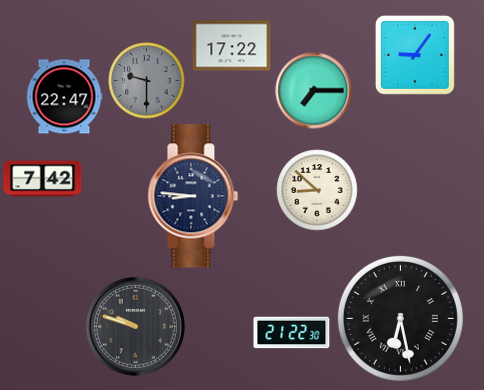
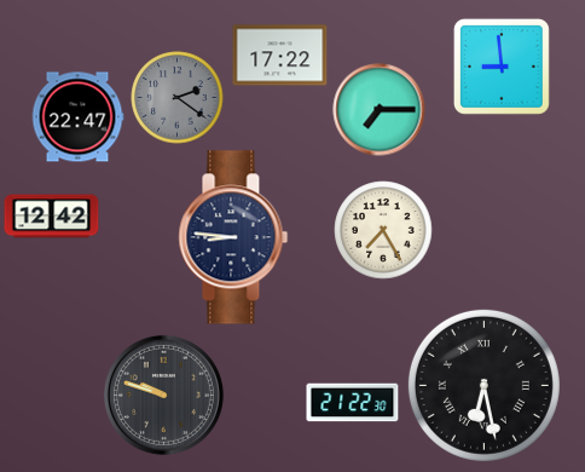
clock at (415, 55): 9:06 -> 8:59
clock at (147, 81): 9:30 -> 2:21
clock at (43, 179): 7:42 -> 12:42
clock at (317, 190): 8:52 -> 7:25
